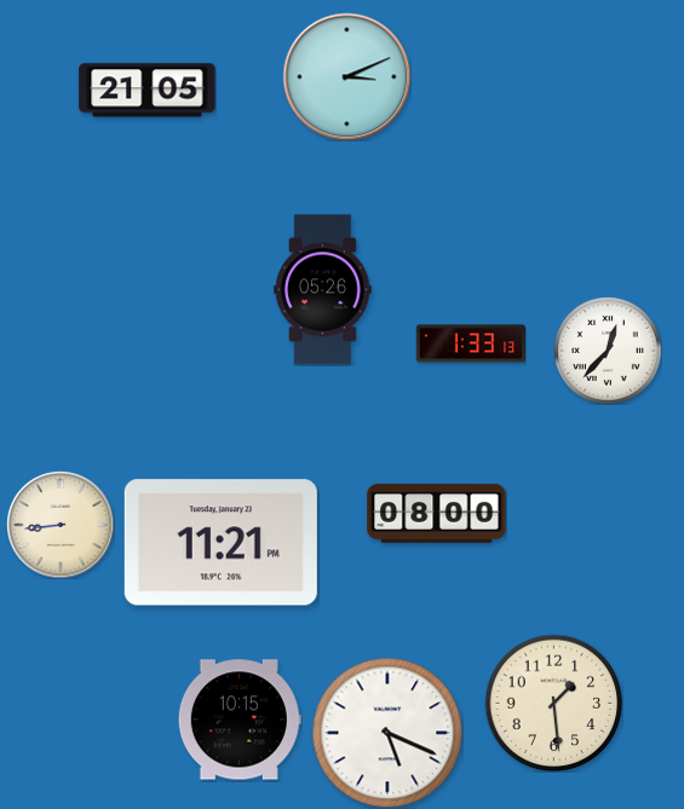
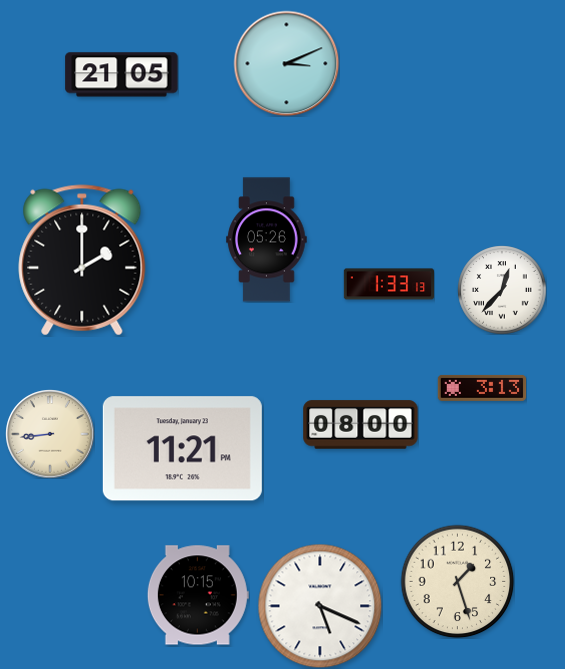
clock at (82, 260): none -> 2:00
clock at (482, 388): none -> 3:13
clock at (553, 703): 1:29 -> 1:27
